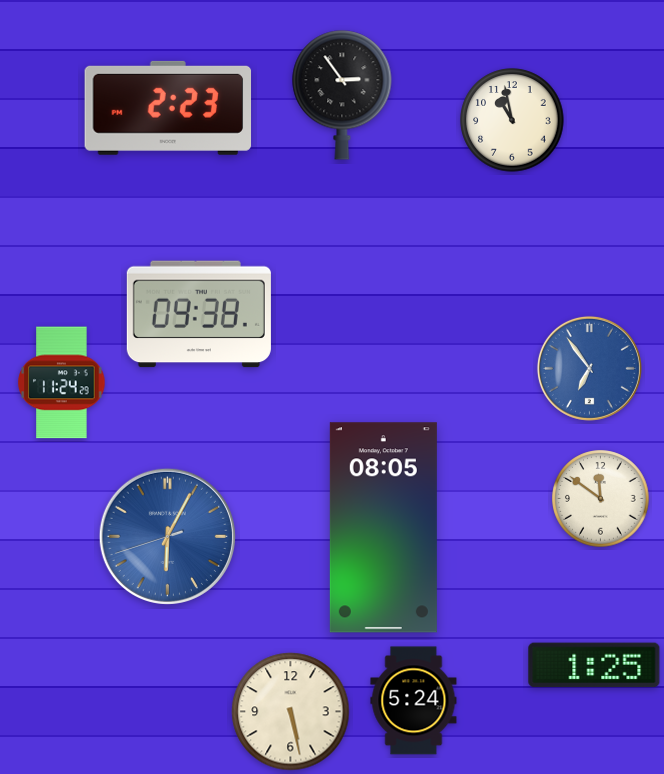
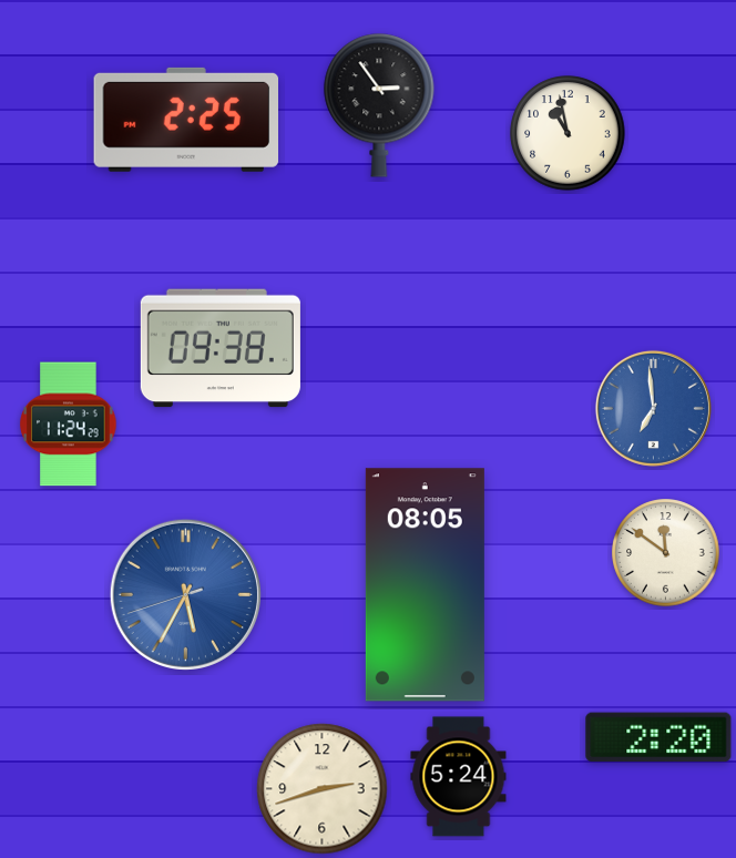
clock at (168, 108): 2:23 -> 2:25
clock at (589, 368): 6:54 -> 6:59
clock at (167, 536): 6:04 -> 5:34
clock at (594, 665): 1:25 -> 2:20
clock at (291, 712): 5:28 -> 2:42
